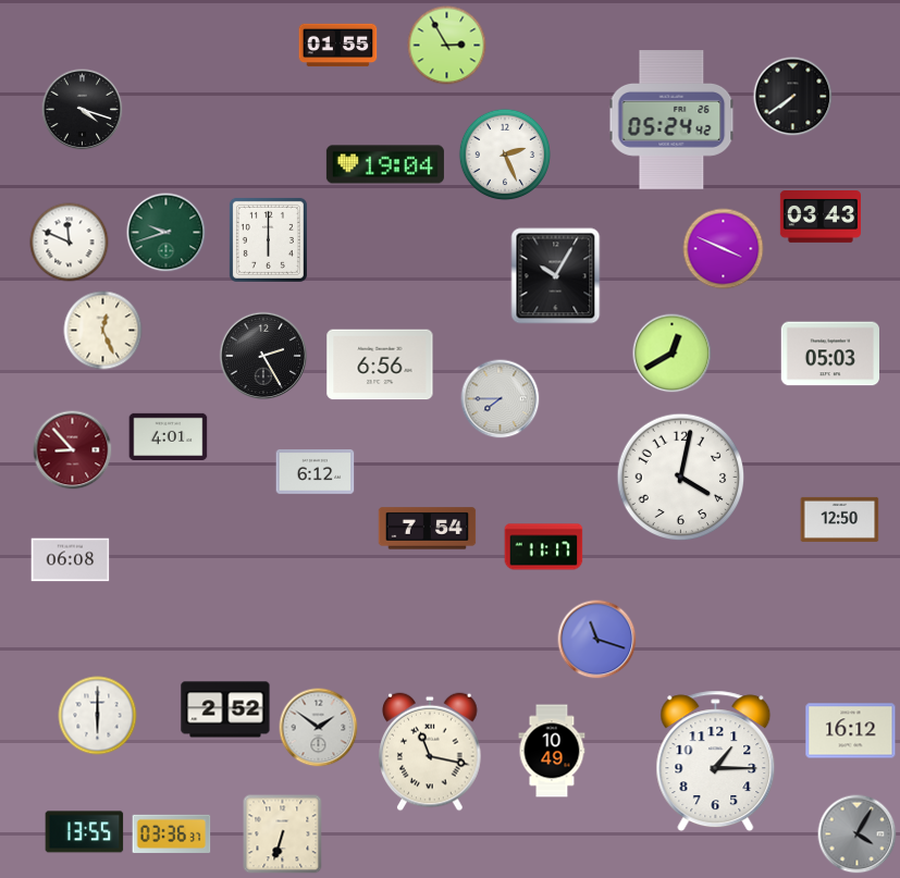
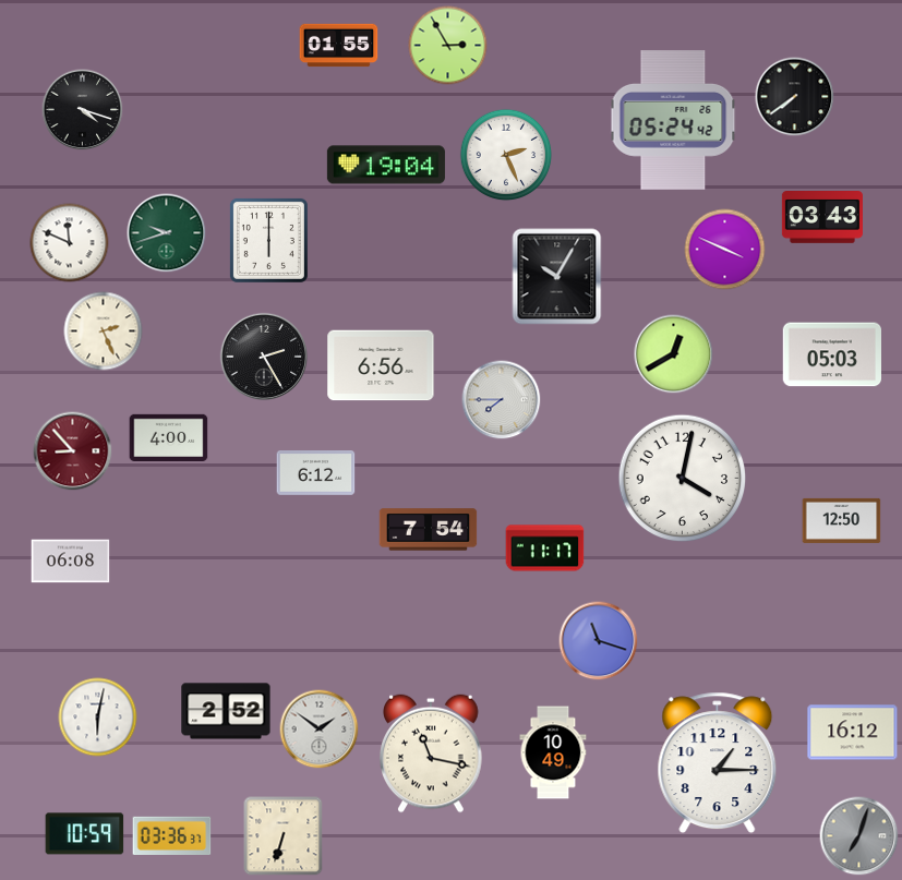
clock at (103, 331): 12:26 -> 2:26
clock at (169, 436): 4:01 -> 4:00
clock at (98, 716): 6:00 -> 6:02
clock at (85, 832): 13:55 -> 10:59
clock at (858, 834): 4:05 -> 7:03
